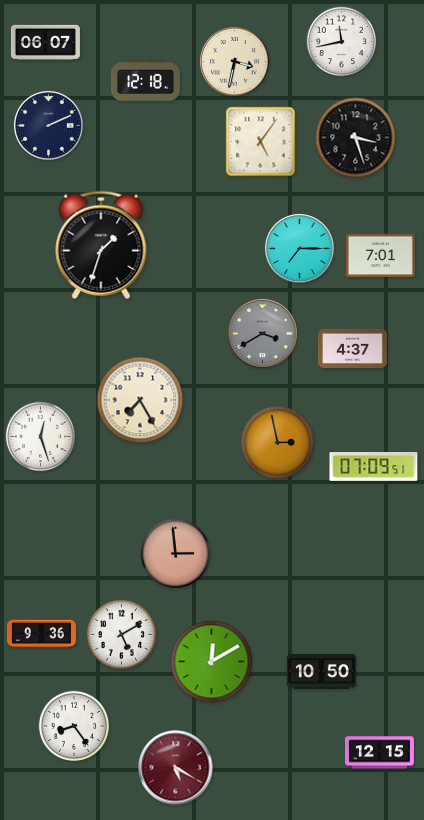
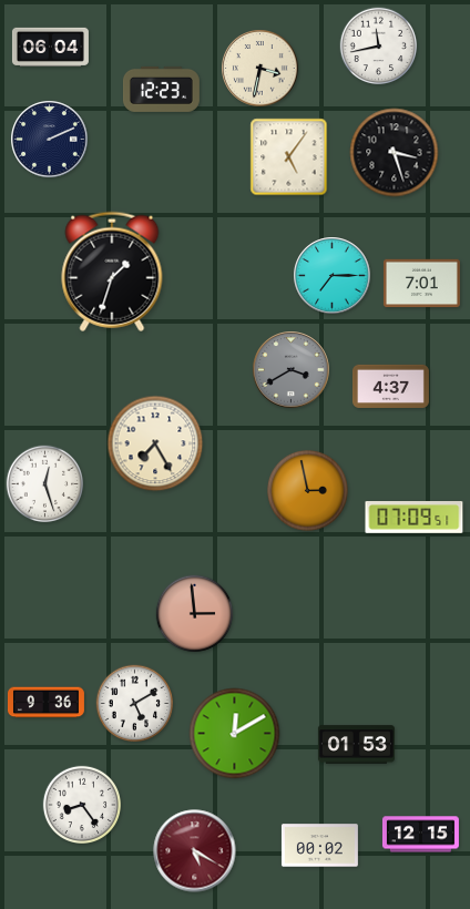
clock at (45, 42): 06:07 -> 06:04
clock at (145, 80): 12:18 -> 12:23
clock at (49, 126) position: (49, 126) -> (50, 140)
clock at (321, 672): 10:50 -> 01:53
clock at (319, 846): none -> 00:02
